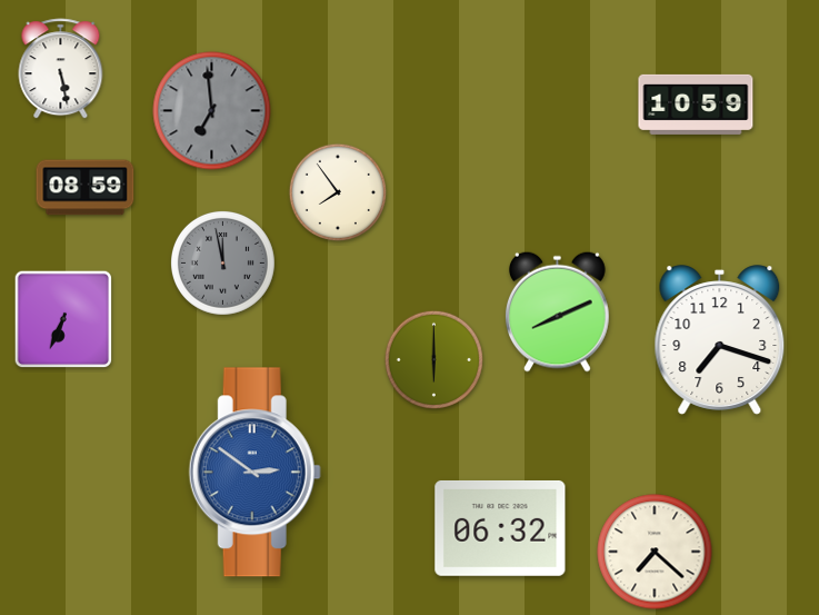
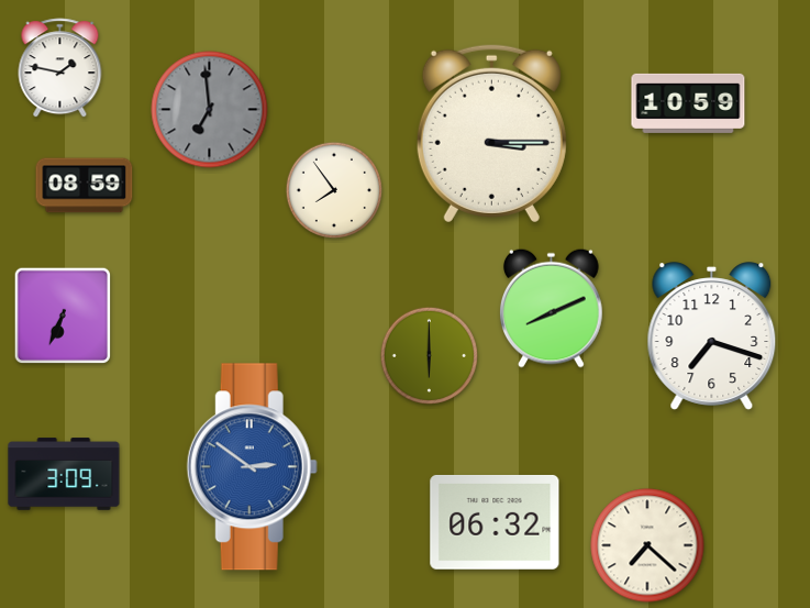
clock at (61, 69): 5:28 -> 1:47
clock at (491, 133): none -> 3:15
clock at (222, 262): 11:58 -> none
clock at (64, 474): none -> 3:09
